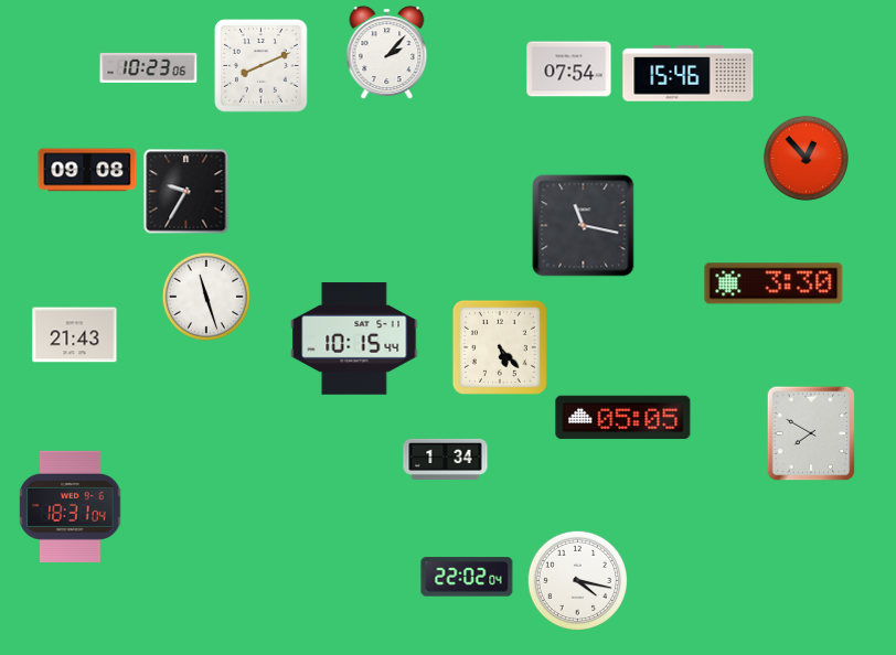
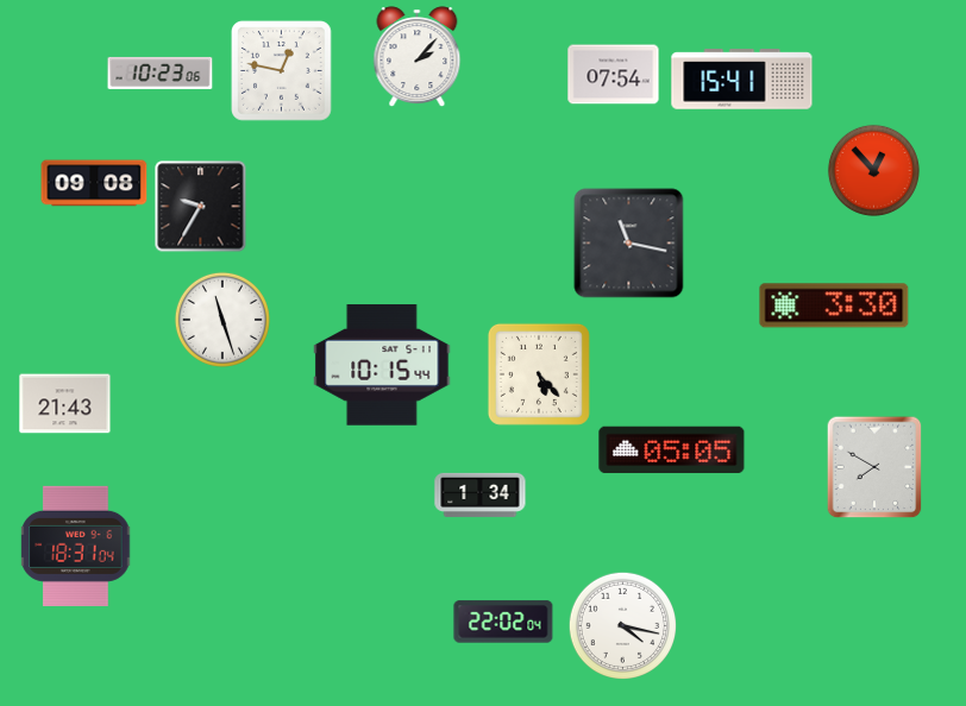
clock at (262, 66): 8:11 -> 12:47
clock at (689, 74): 15:46 -> 15:41
clock at (806, 158) position: (806, 158) -> (873, 170)
clock at (75, 335) position: (75, 335) -> (65, 404)
